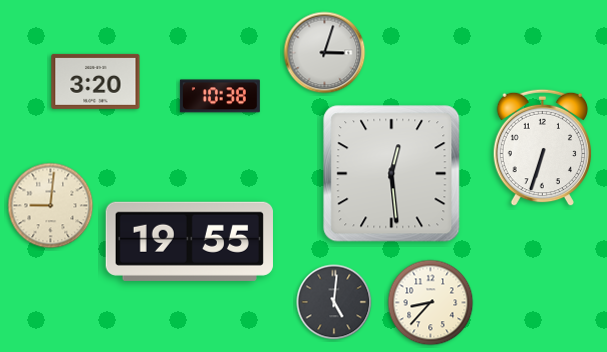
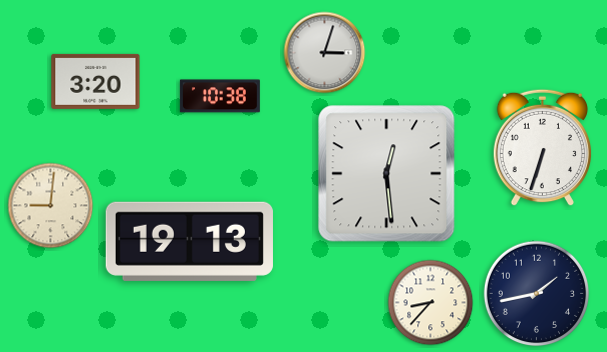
clock at (392, 174) position: (392, 174) -> (387, 174)
clock at (189, 241): 19:55 -> 19:13
clock at (537, 294): none -> 1:43
clock at (334, 302): 5:01 -> none
